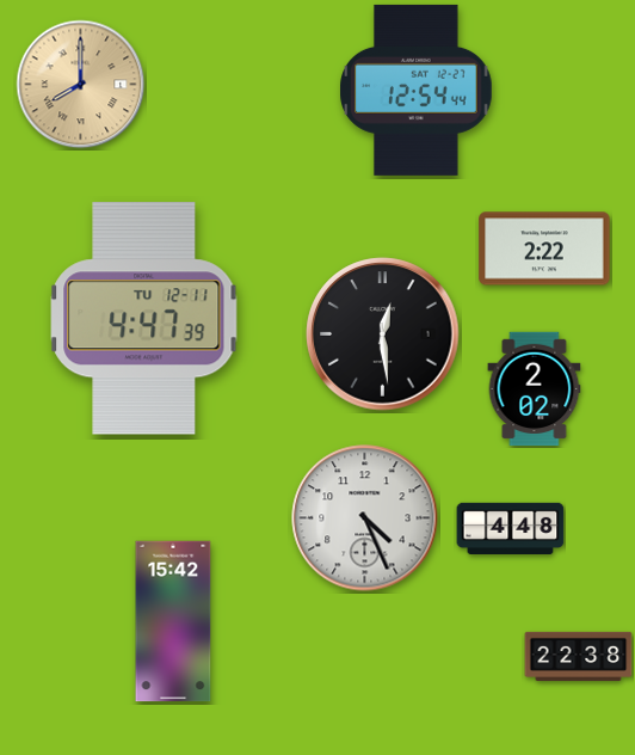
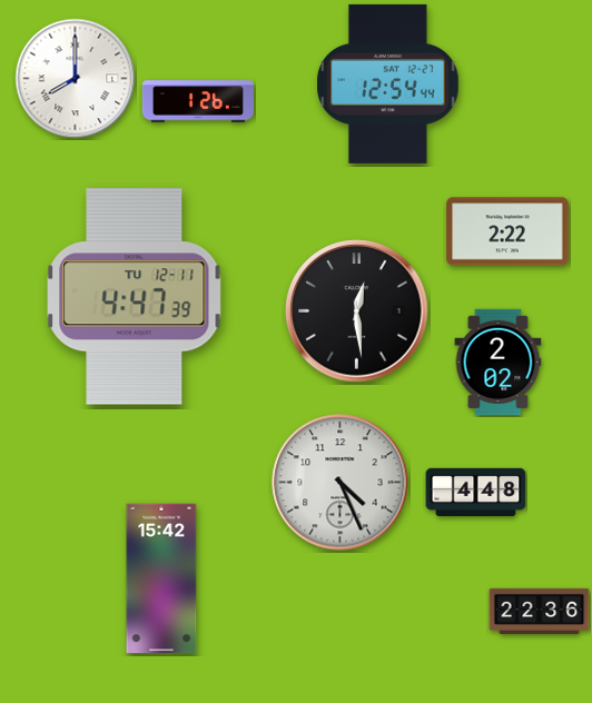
clock at (81, 85) dial: champagne -> white
clock at (198, 101): none -> 1:26
clock at (579, 656): 22:38 -> 22:36
